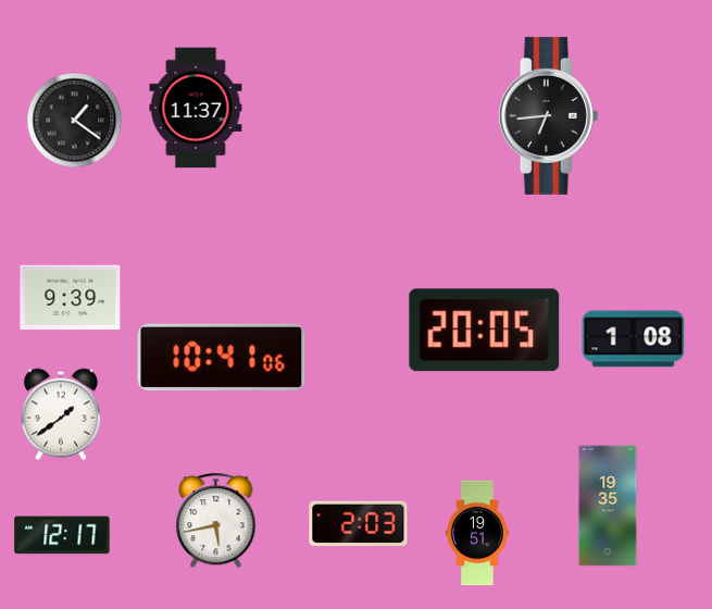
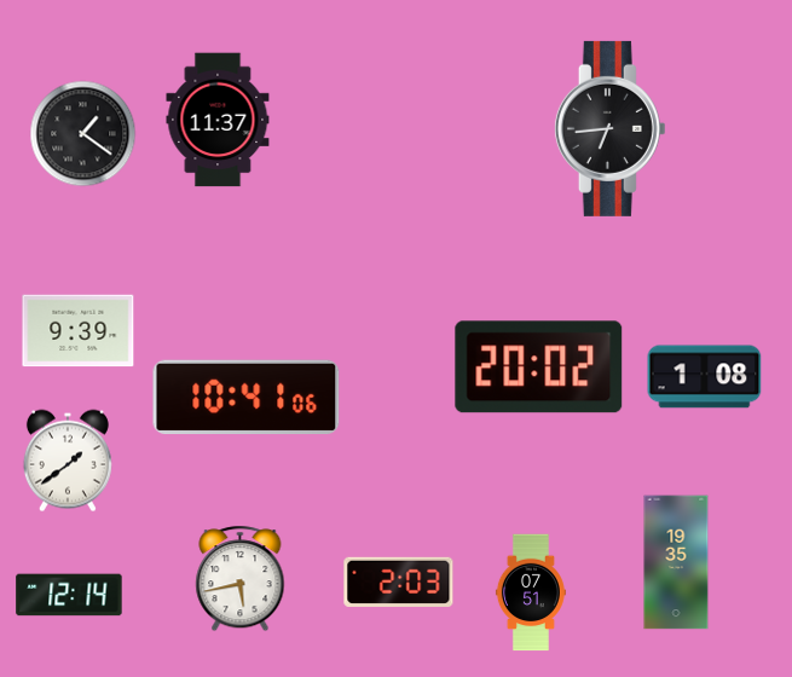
clock at (485, 331): 20:05 -> 20:02
clock at (477, 533): 19:51 -> 07:51
clock at (62, 535): 12:17 -> 12:14
